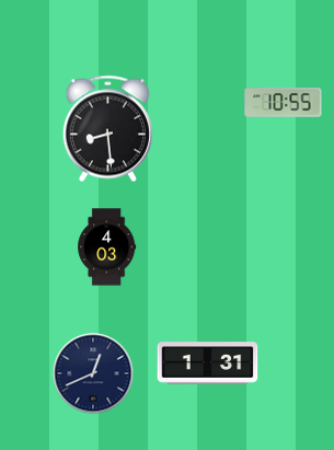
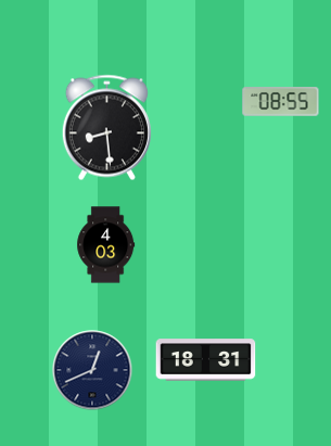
clock at (284, 103): 10:55 -> 08:55
clock at (208, 364): 1:31 -> 18:31
